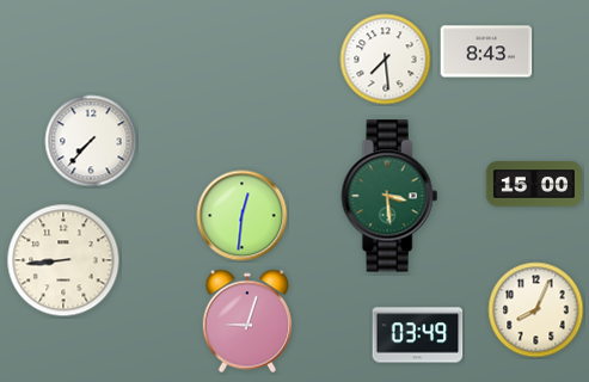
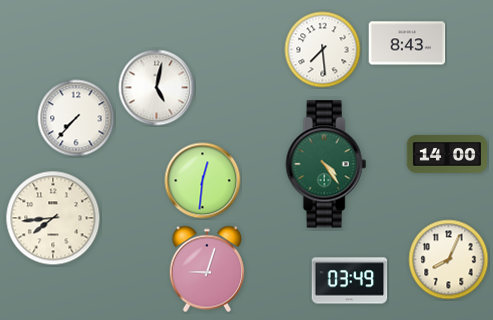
clock at (157, 88): none -> 5:02
clock at (533, 184): 15:00 -> 14:00
clock at (389, 196): 3:29 -> 4:24
clock at (63, 260): 8:44 -> 7:44
